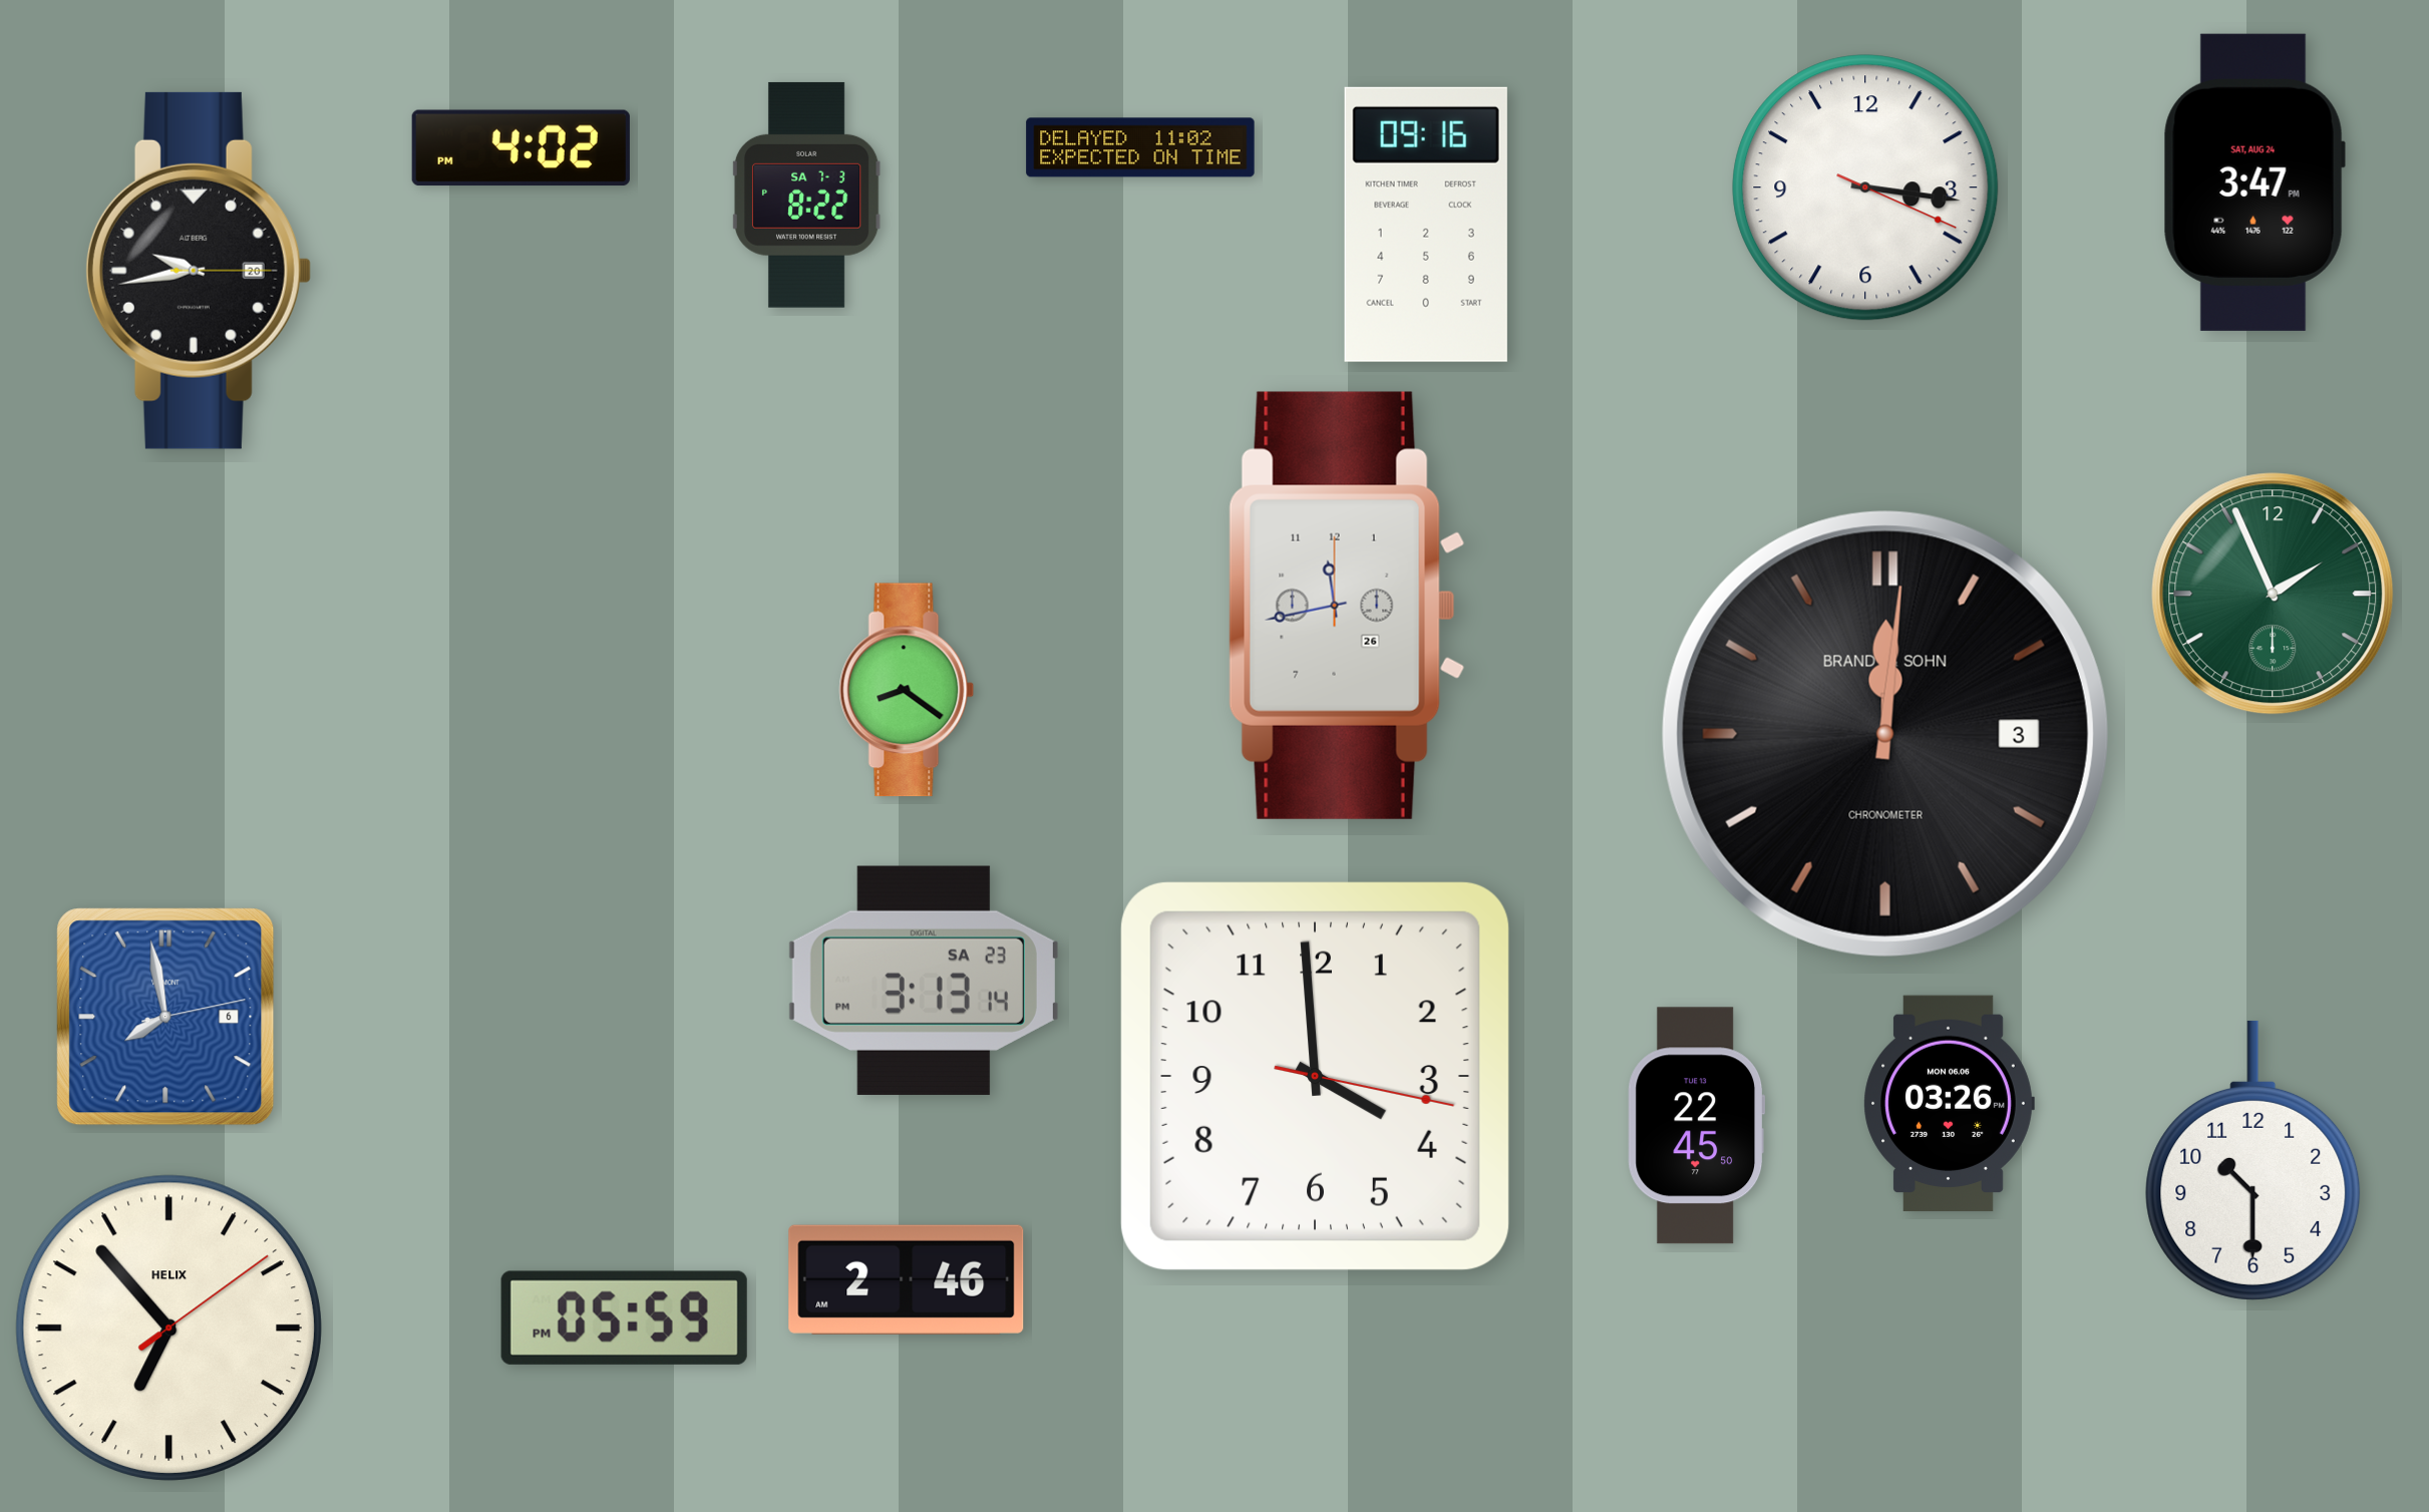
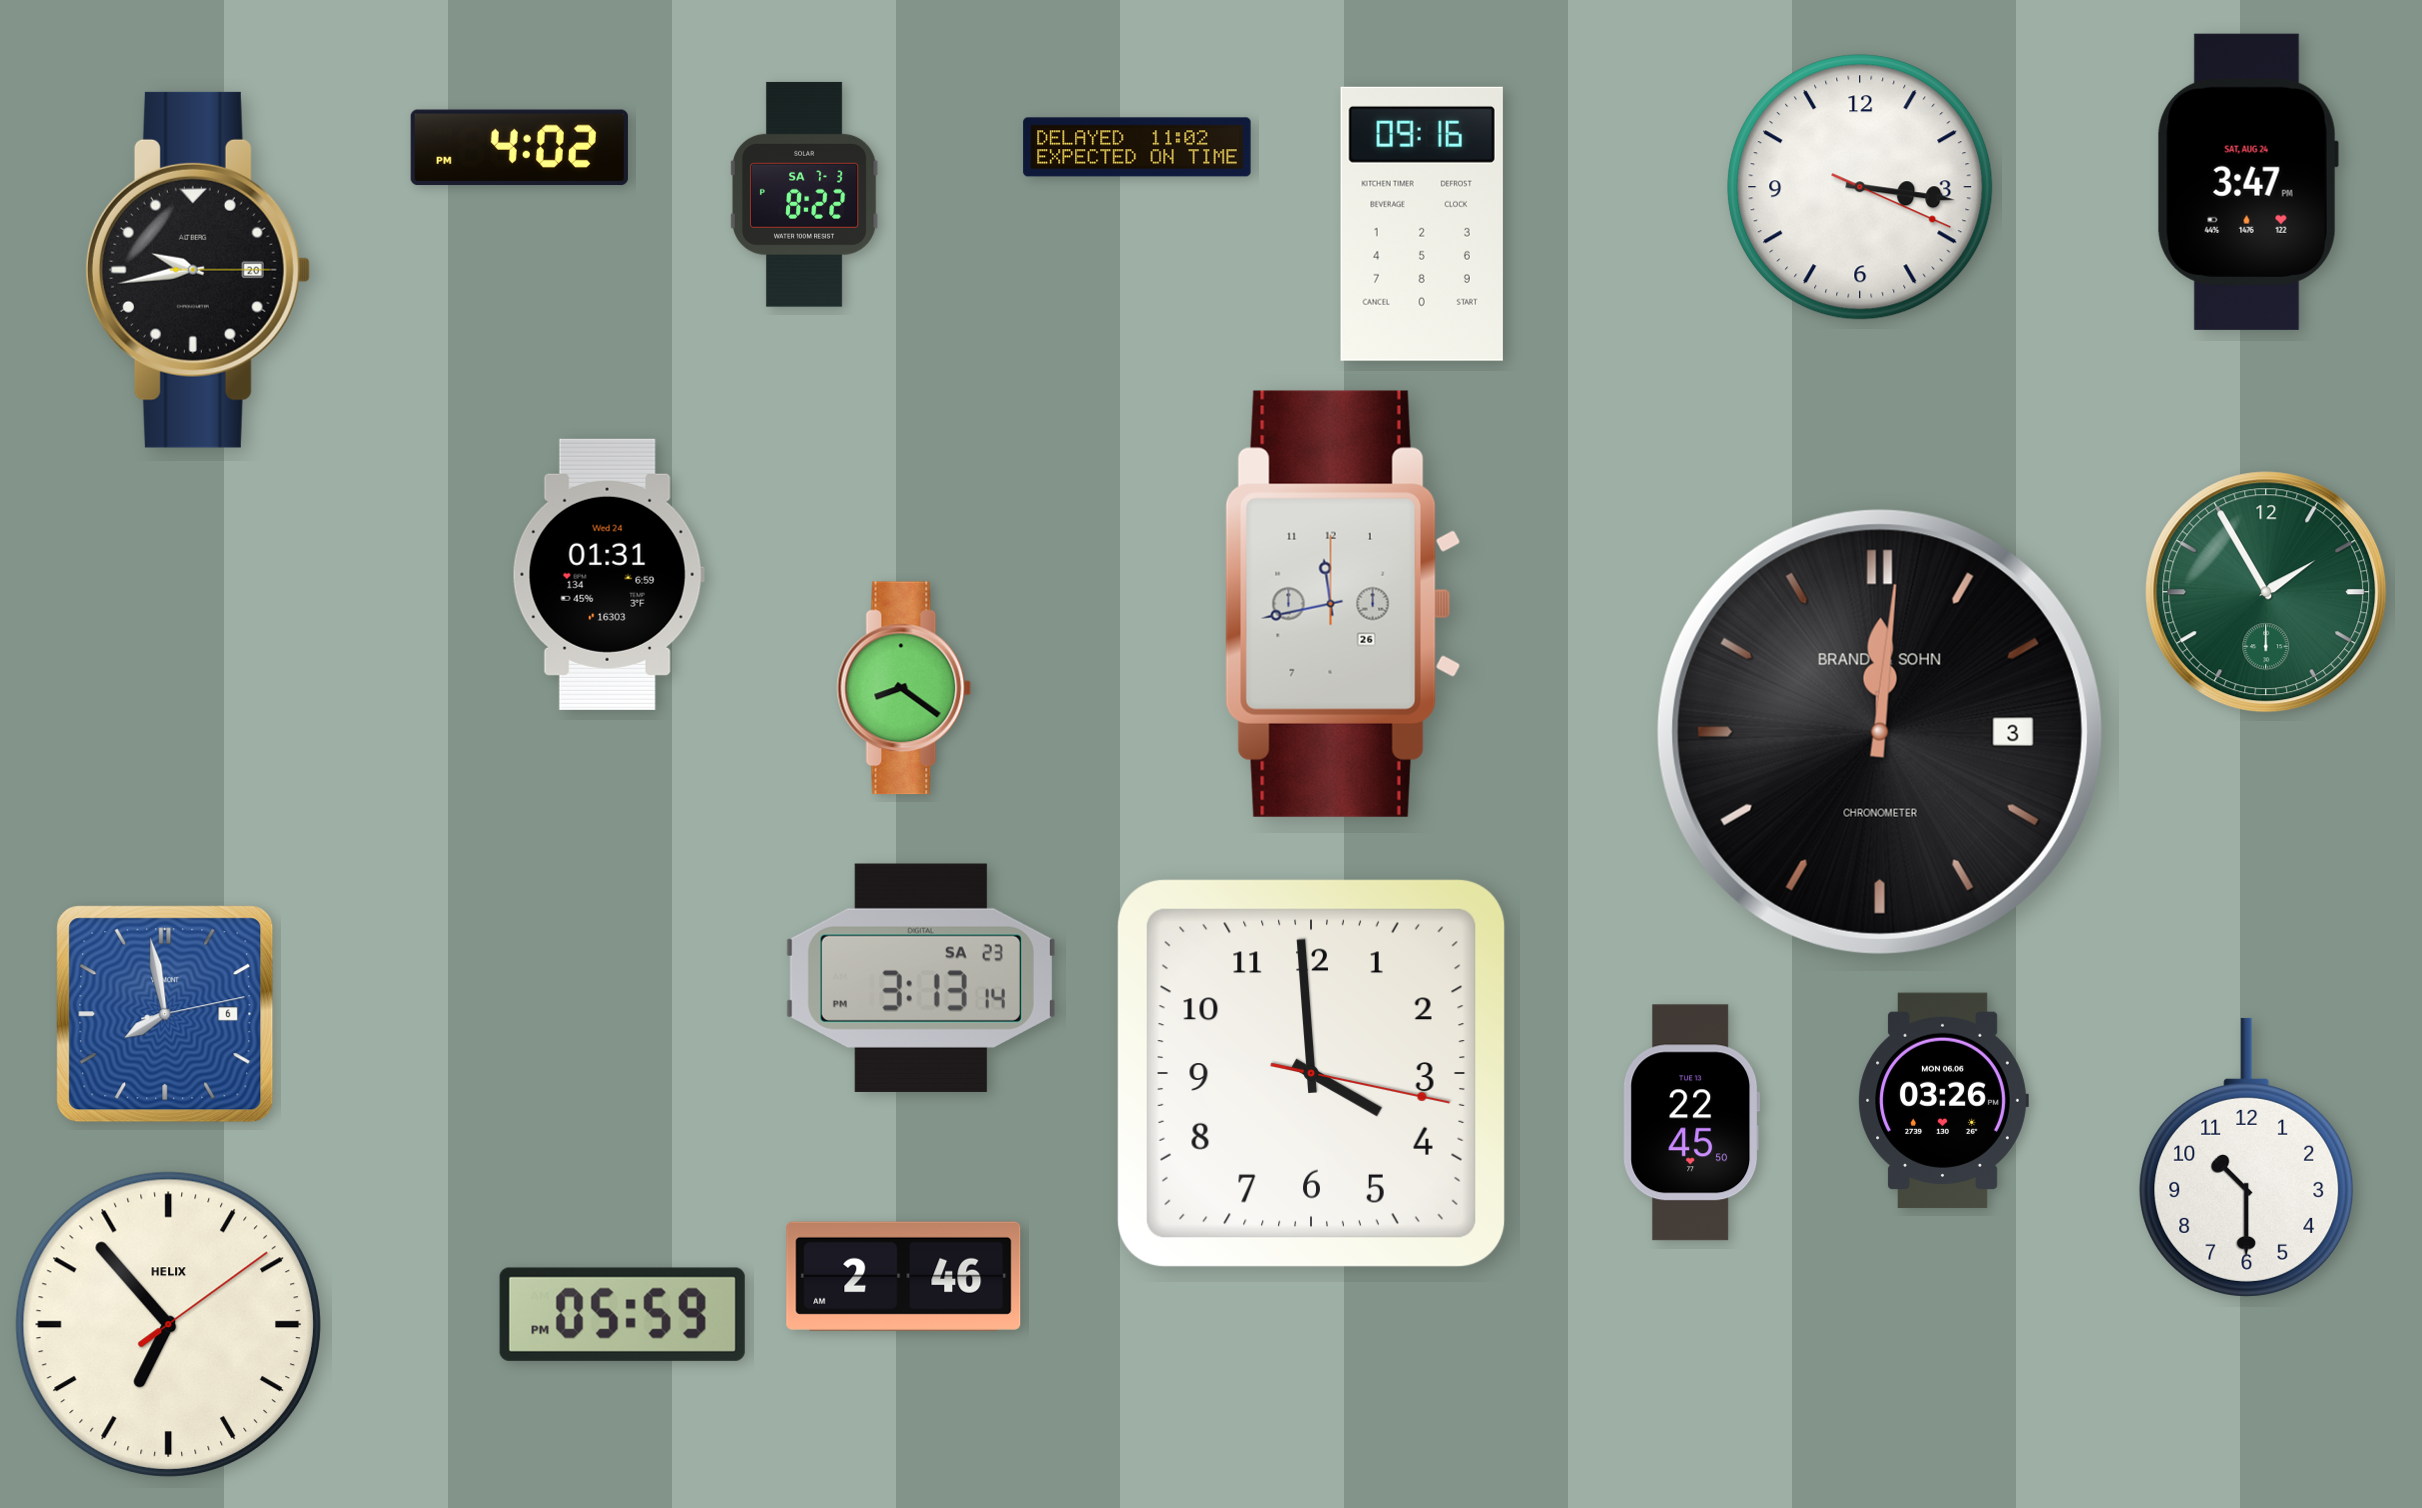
clock at (608, 574): none -> 01:31
clock at (2273, 594): 1:56 -> 1:55
